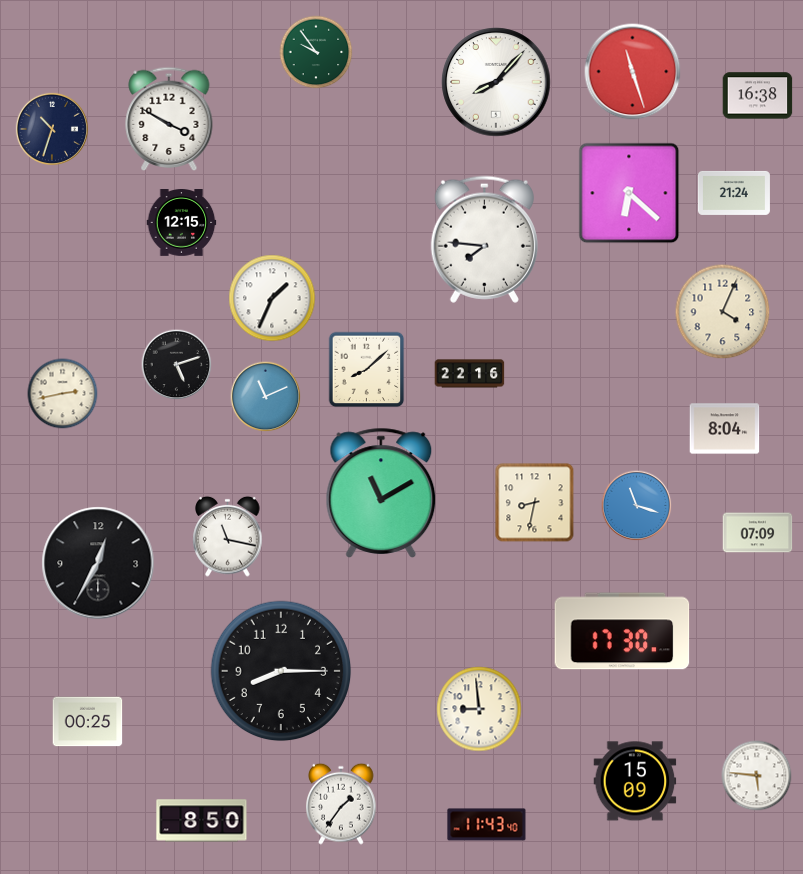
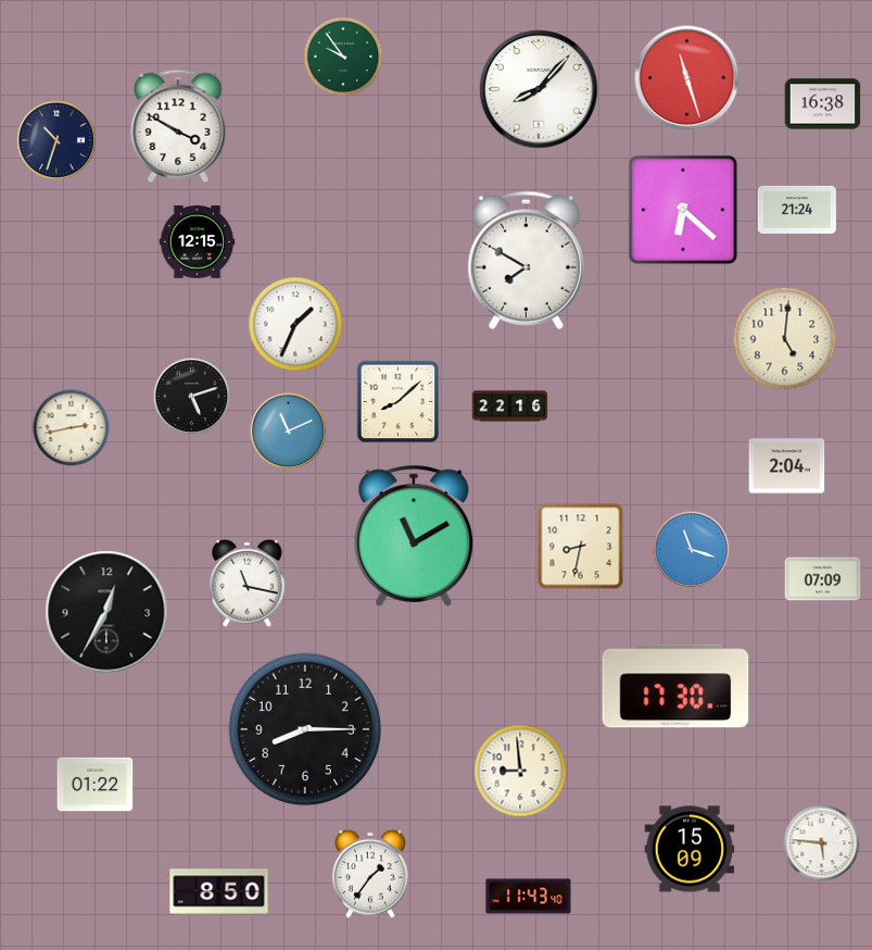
clock at (169, 118) position: (169, 118) -> (178, 125)
clock at (484, 239): 7:46 -> 7:50
clock at (723, 312): 4:04 -> 5:01
clock at (63, 394) position: (63, 394) -> (72, 428)
clock at (725, 429): 8:04 -> 2:04
clock at (88, 722): 00:25 -> 01:22
